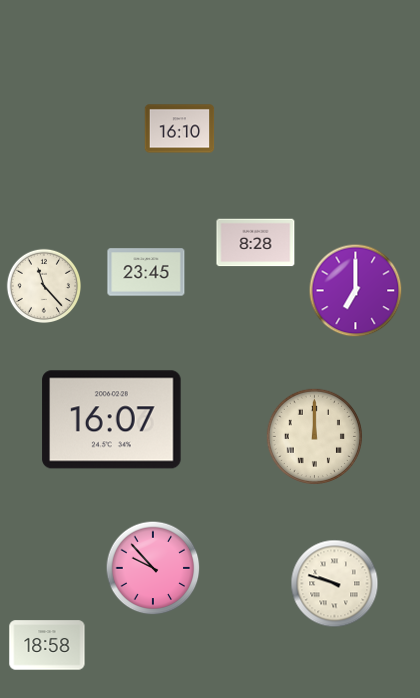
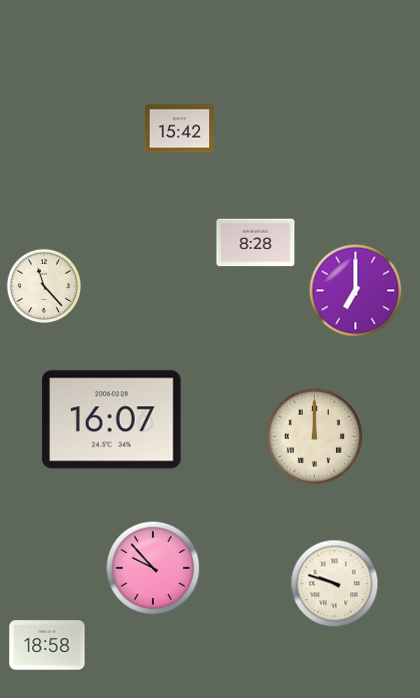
clock at (180, 129): 16:10 -> 15:42
clock at (146, 272): 23:45 -> none
